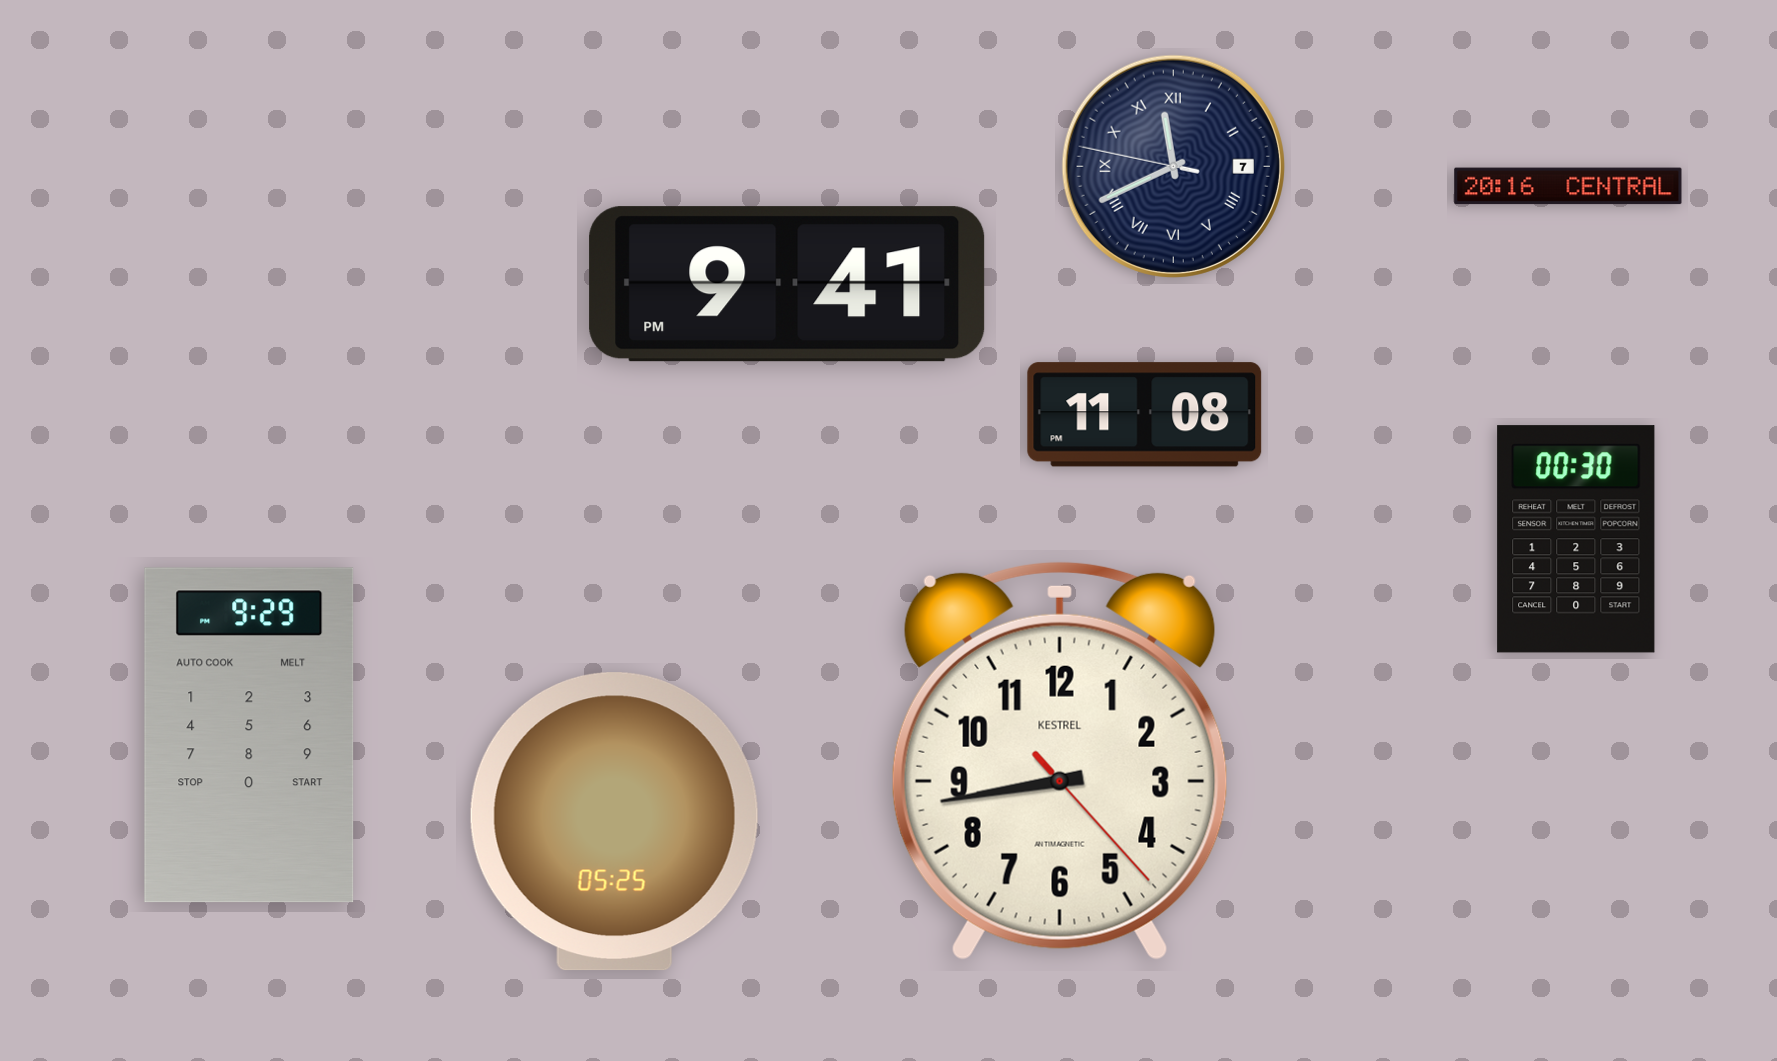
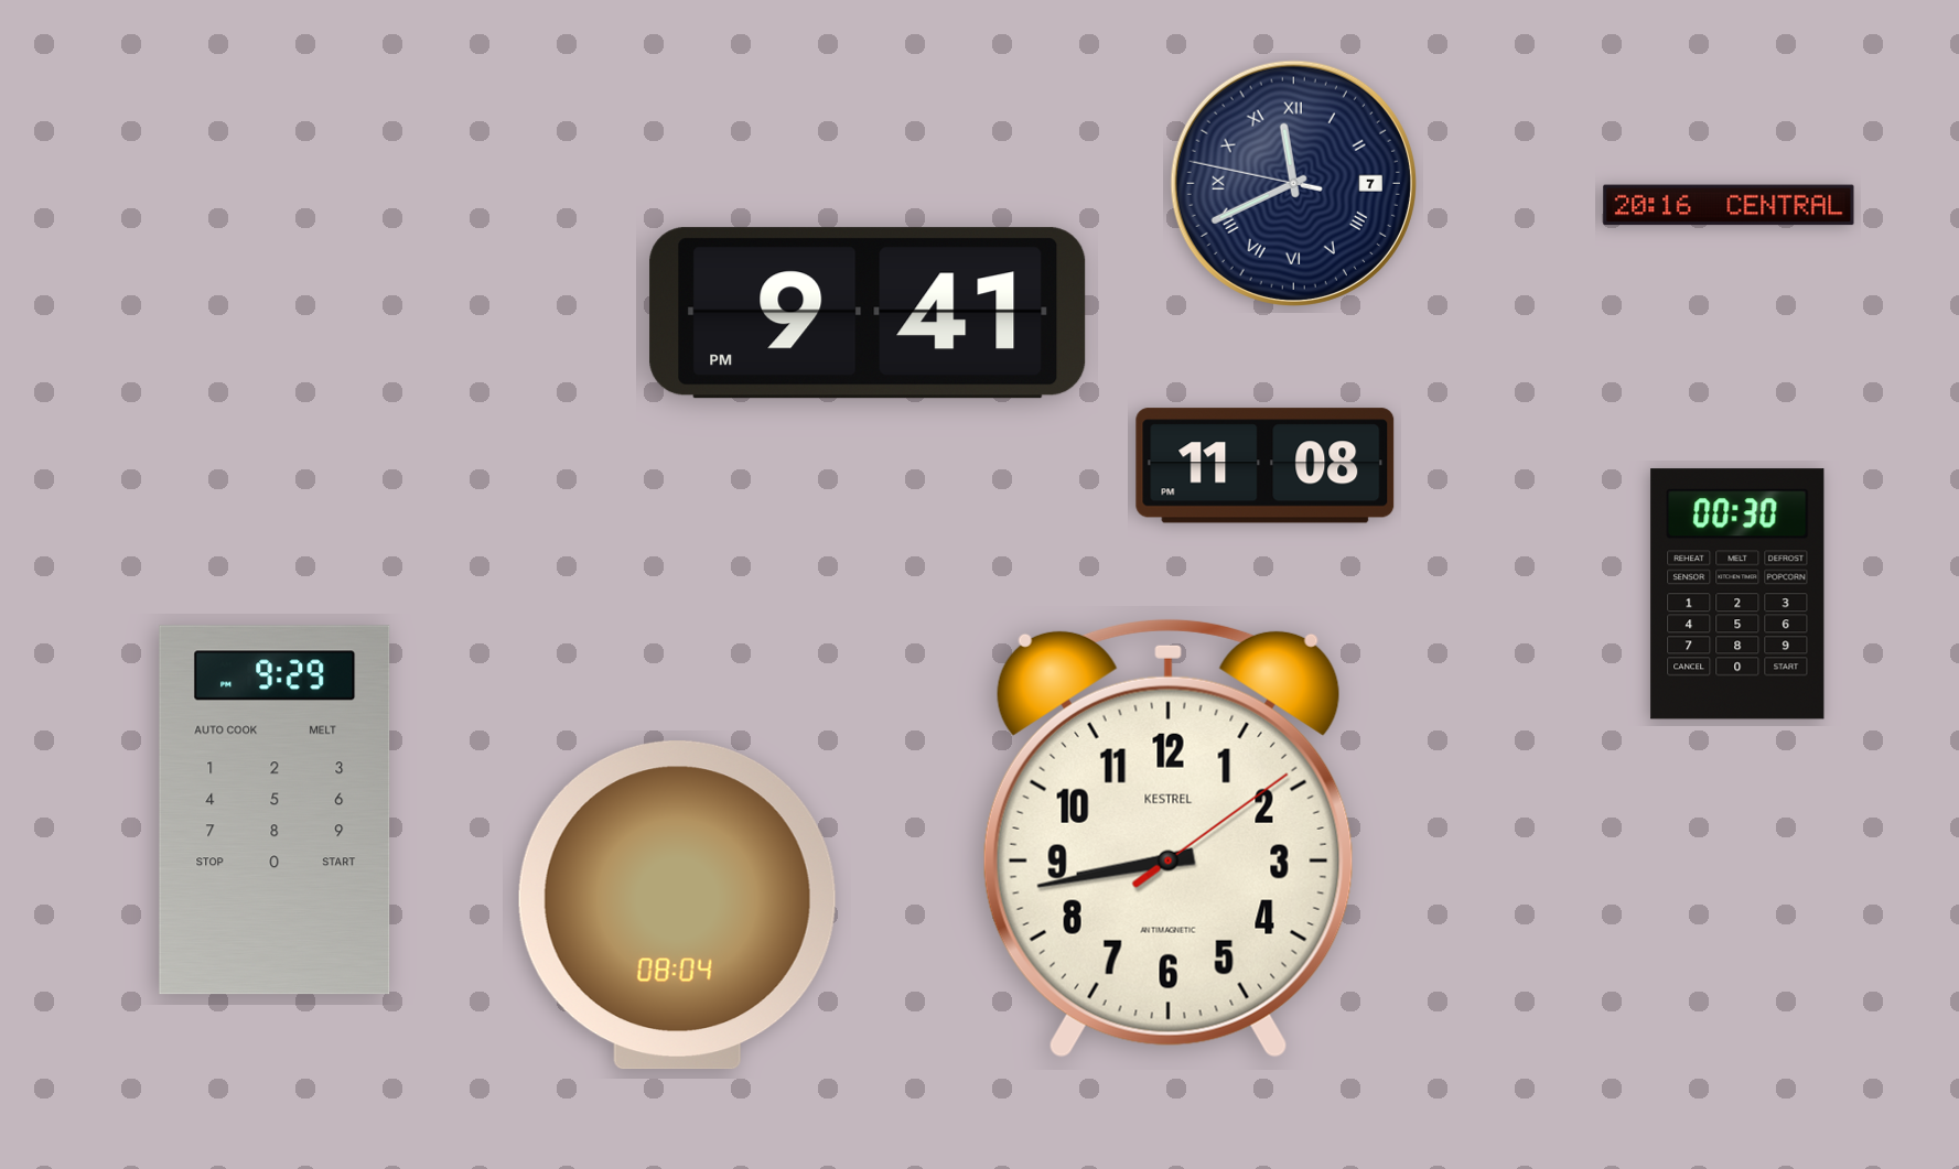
clock at (1145, 415) position: (1145, 415) -> (1266, 466)
clock at (1060, 761): 8:43:23 -> 8:43:09
clock at (614, 822): 05:25 -> 08:04
